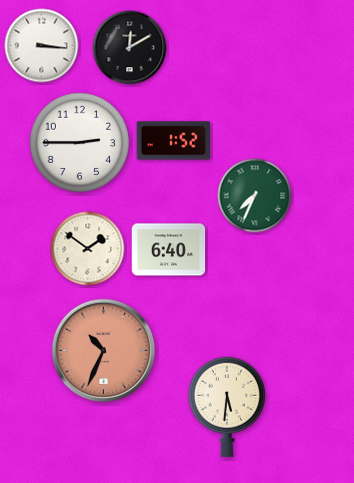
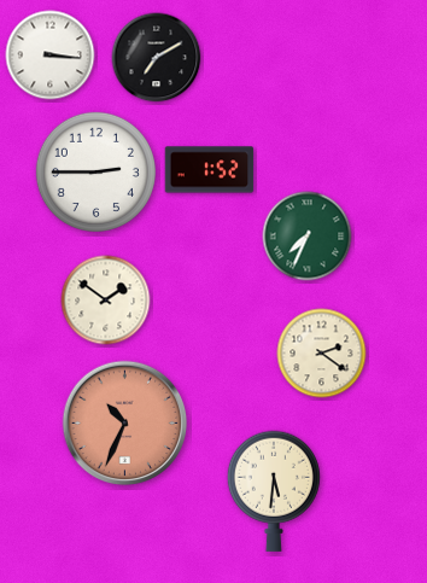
clock at (130, 48): 12:10 -> 7:10
clock at (169, 250): 6:40 -> none
clock at (322, 354): none -> 2:21
